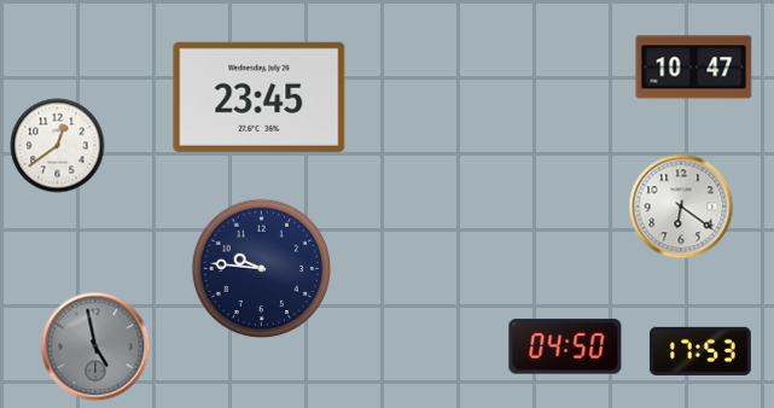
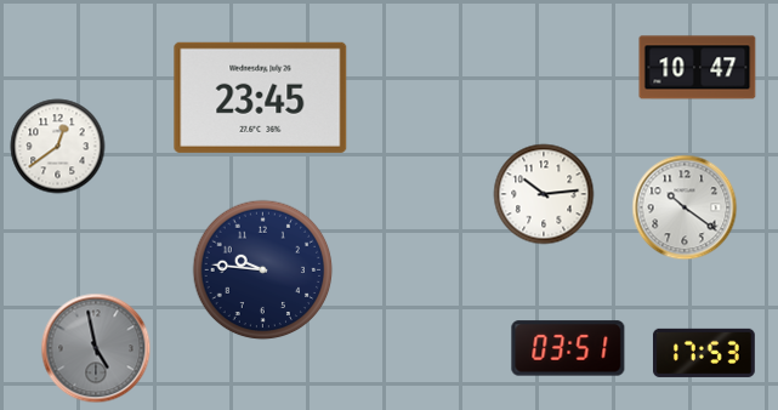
clock at (544, 194): none -> 10:14
clock at (681, 206): 6:21 -> 10:21
clock at (565, 346): 04:50 -> 03:51
